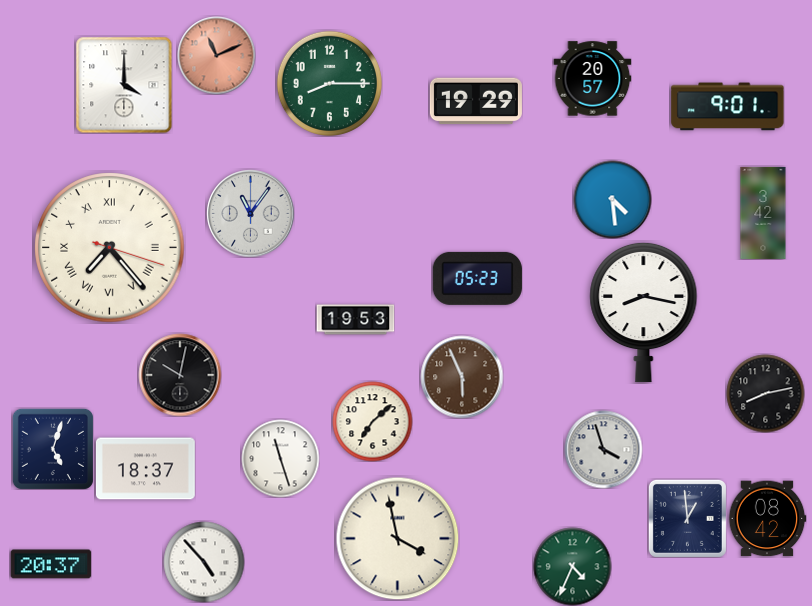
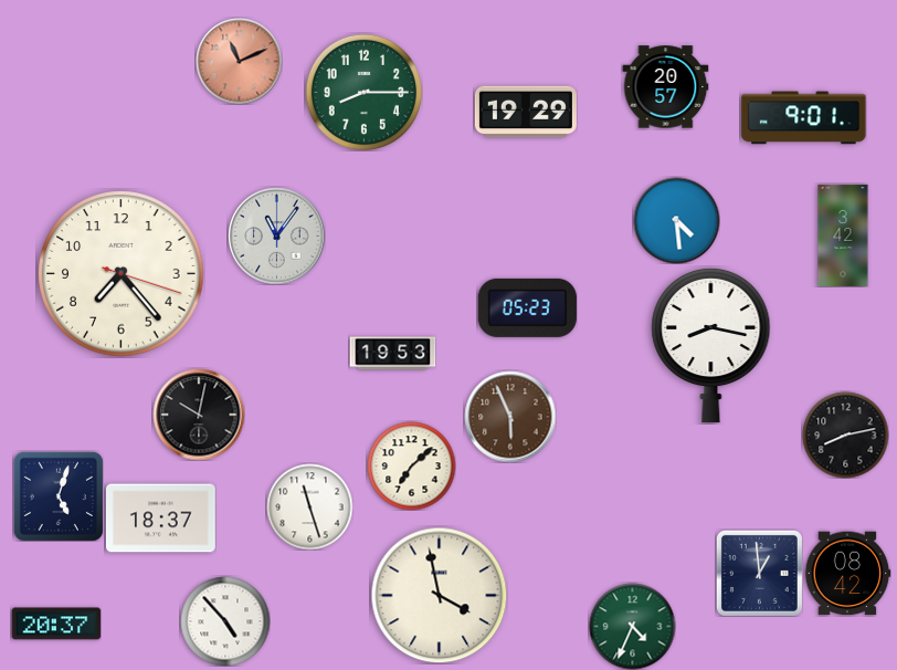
clock at (592, 79) position: (592, 79) -> (665, 87)
clock at (124, 85): 4:00 -> none
clock at (110, 248) numerals: Roman -> Arabic
clock at (603, 449): 3:57 -> none
